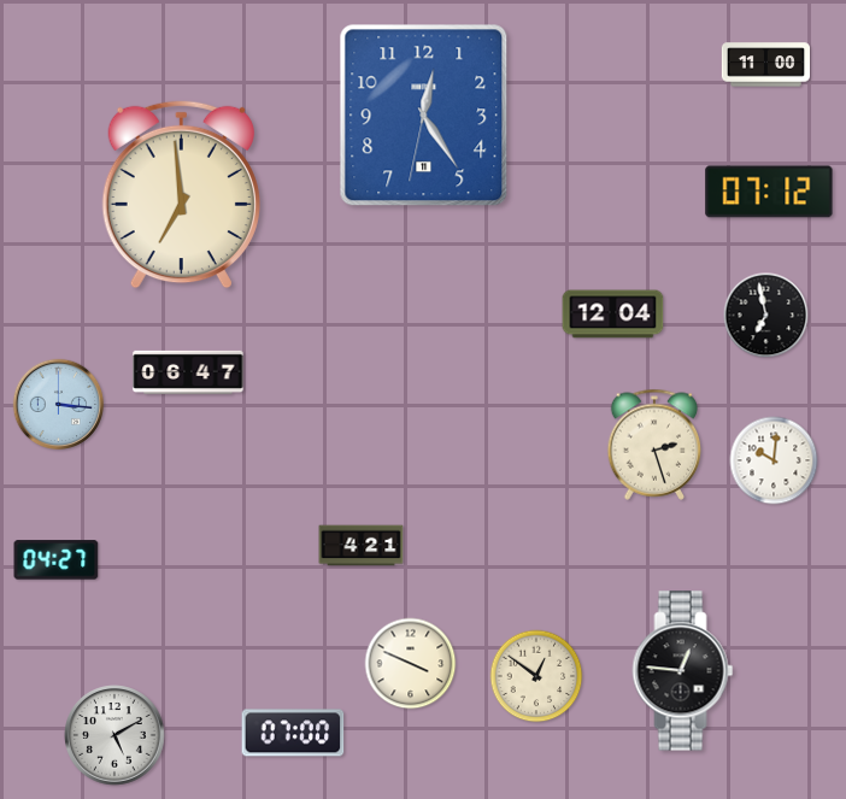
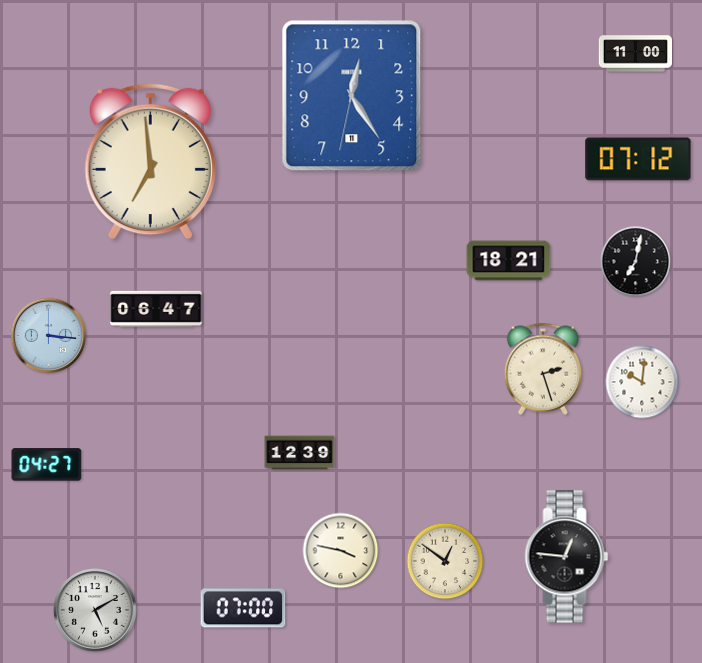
clock at (613, 315): 12:04 -> 18:21
clock at (766, 316): 6:58 -> 7:02
clock at (362, 546): 4:21 -> 12:39
clock at (411, 664): 3:49 -> 3:47
